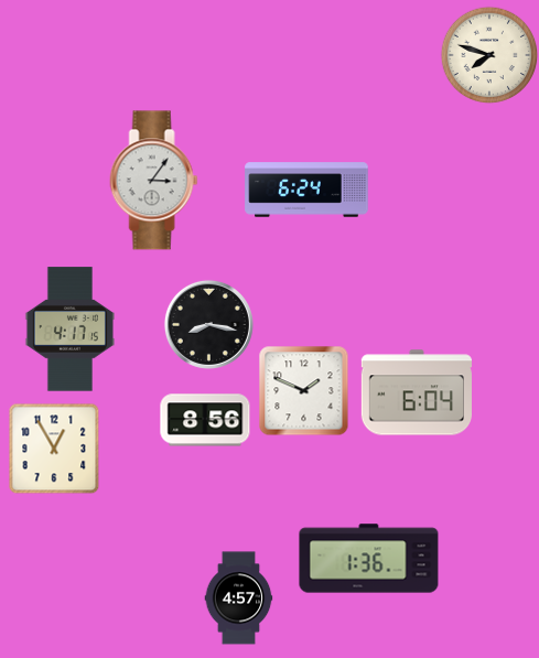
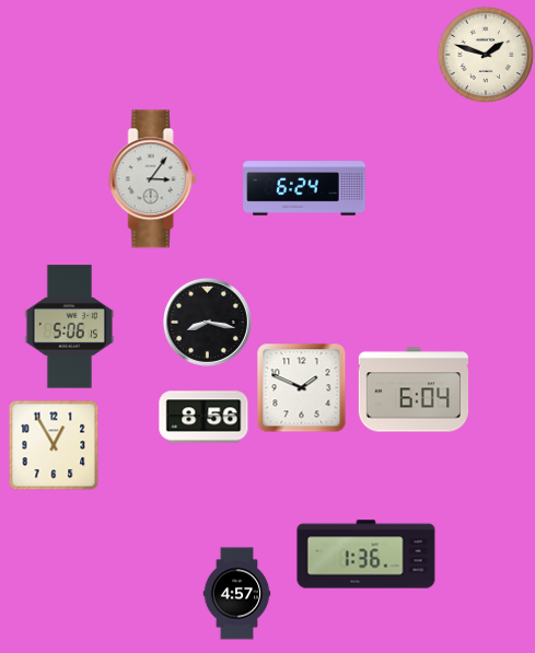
clock at (489, 55): 7:48 -> 1:48
clock at (69, 330): 4:17 -> 5:06
